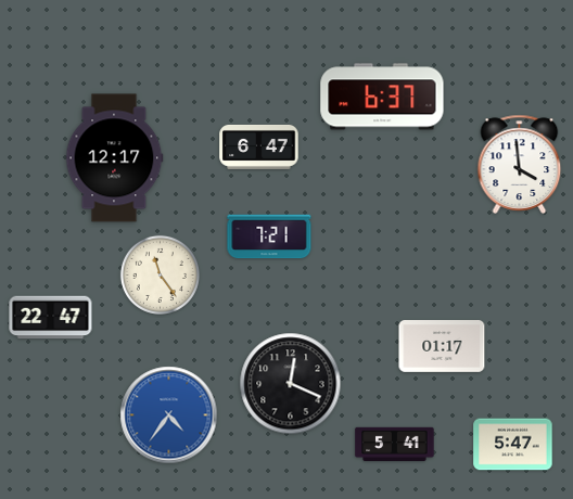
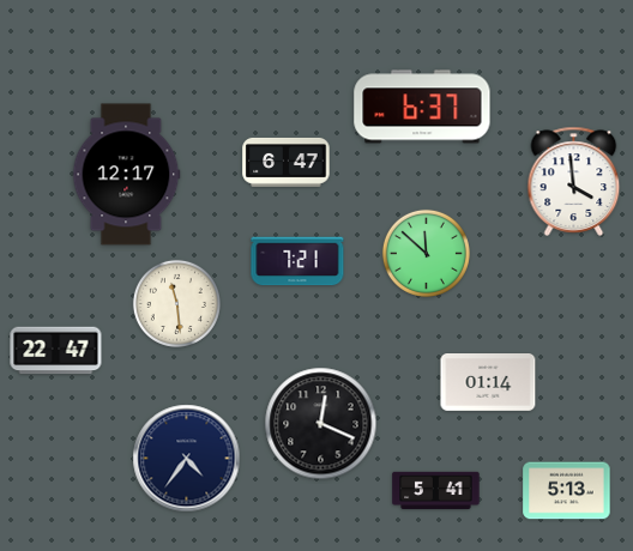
clock at (426, 253): none -> 11:52
clock at (160, 274): 11:24 -> 11:29
clock at (442, 347): 01:17 -> 01:14
clock at (169, 415) dial: blue -> navy
clock at (513, 445): 5:47 -> 5:13
